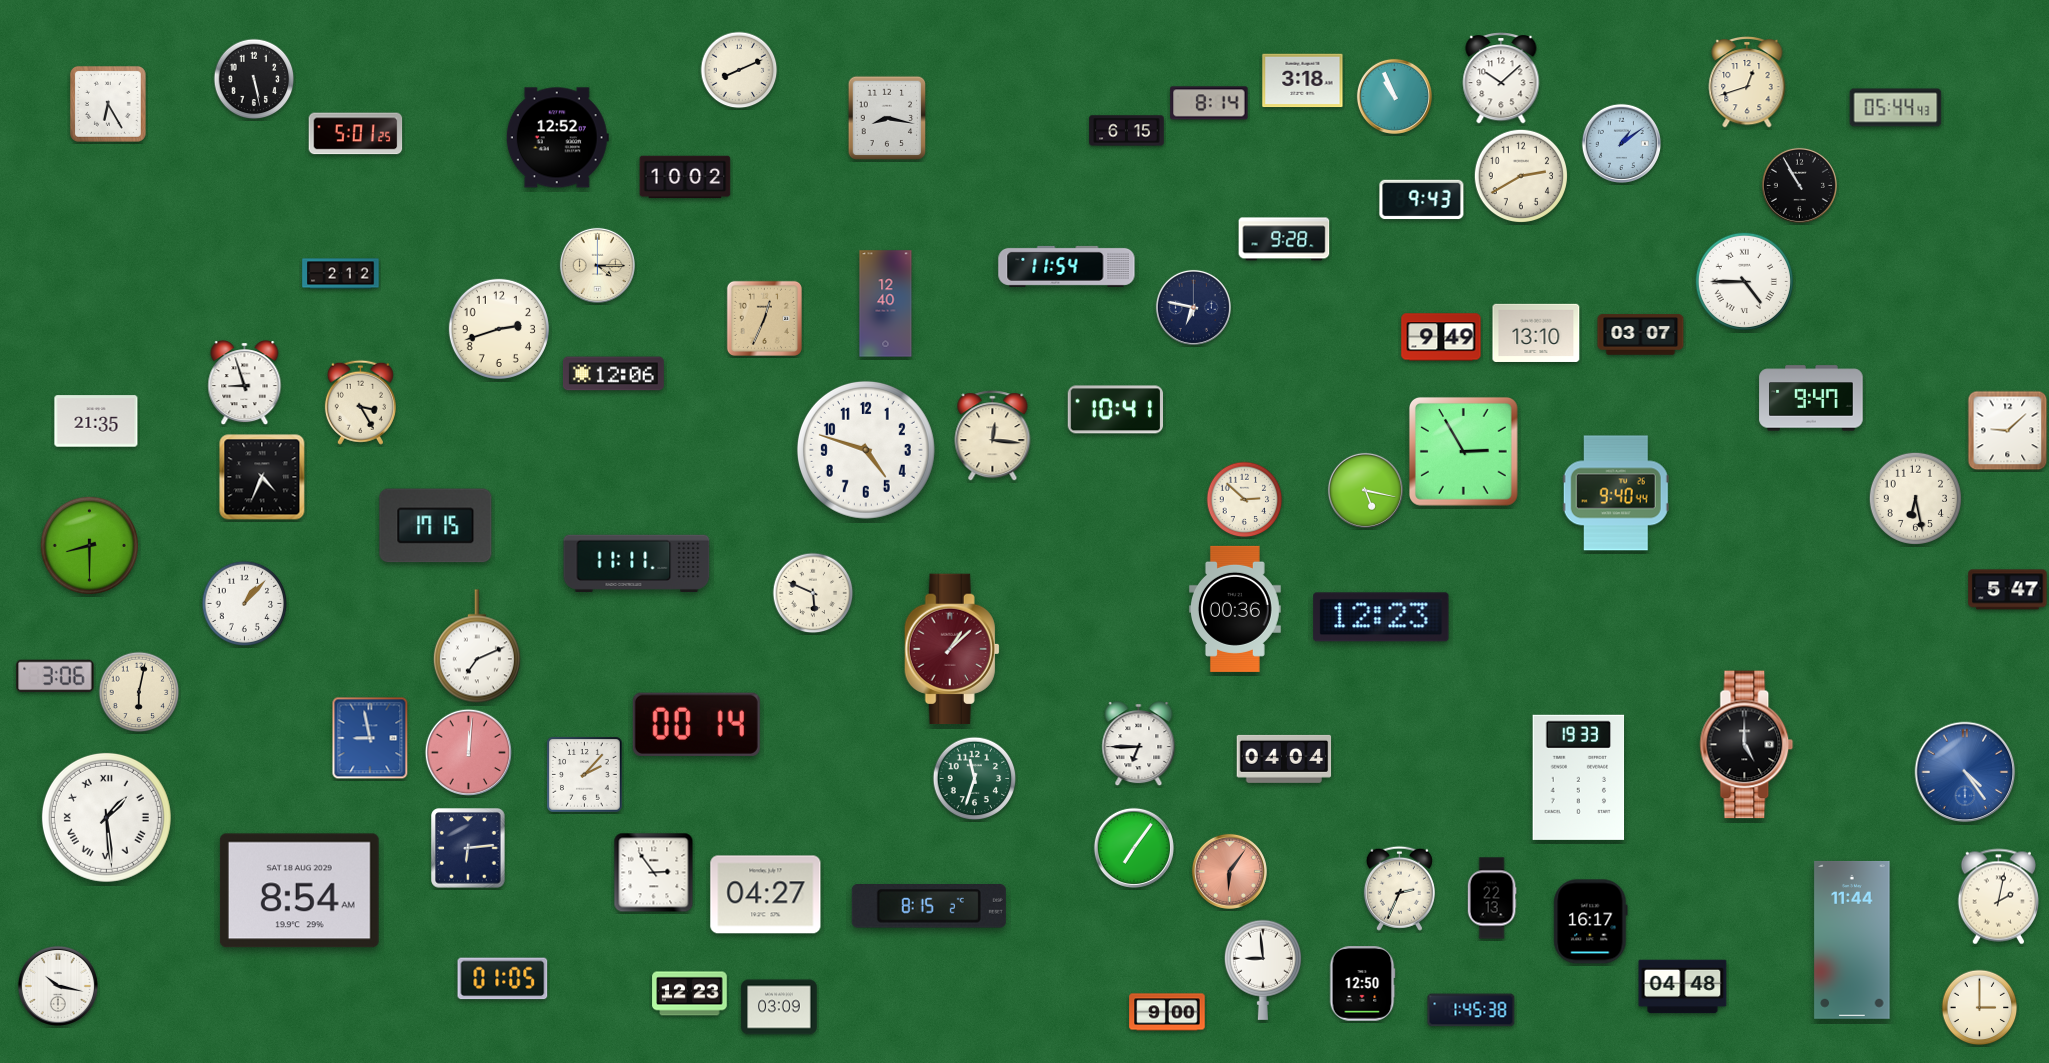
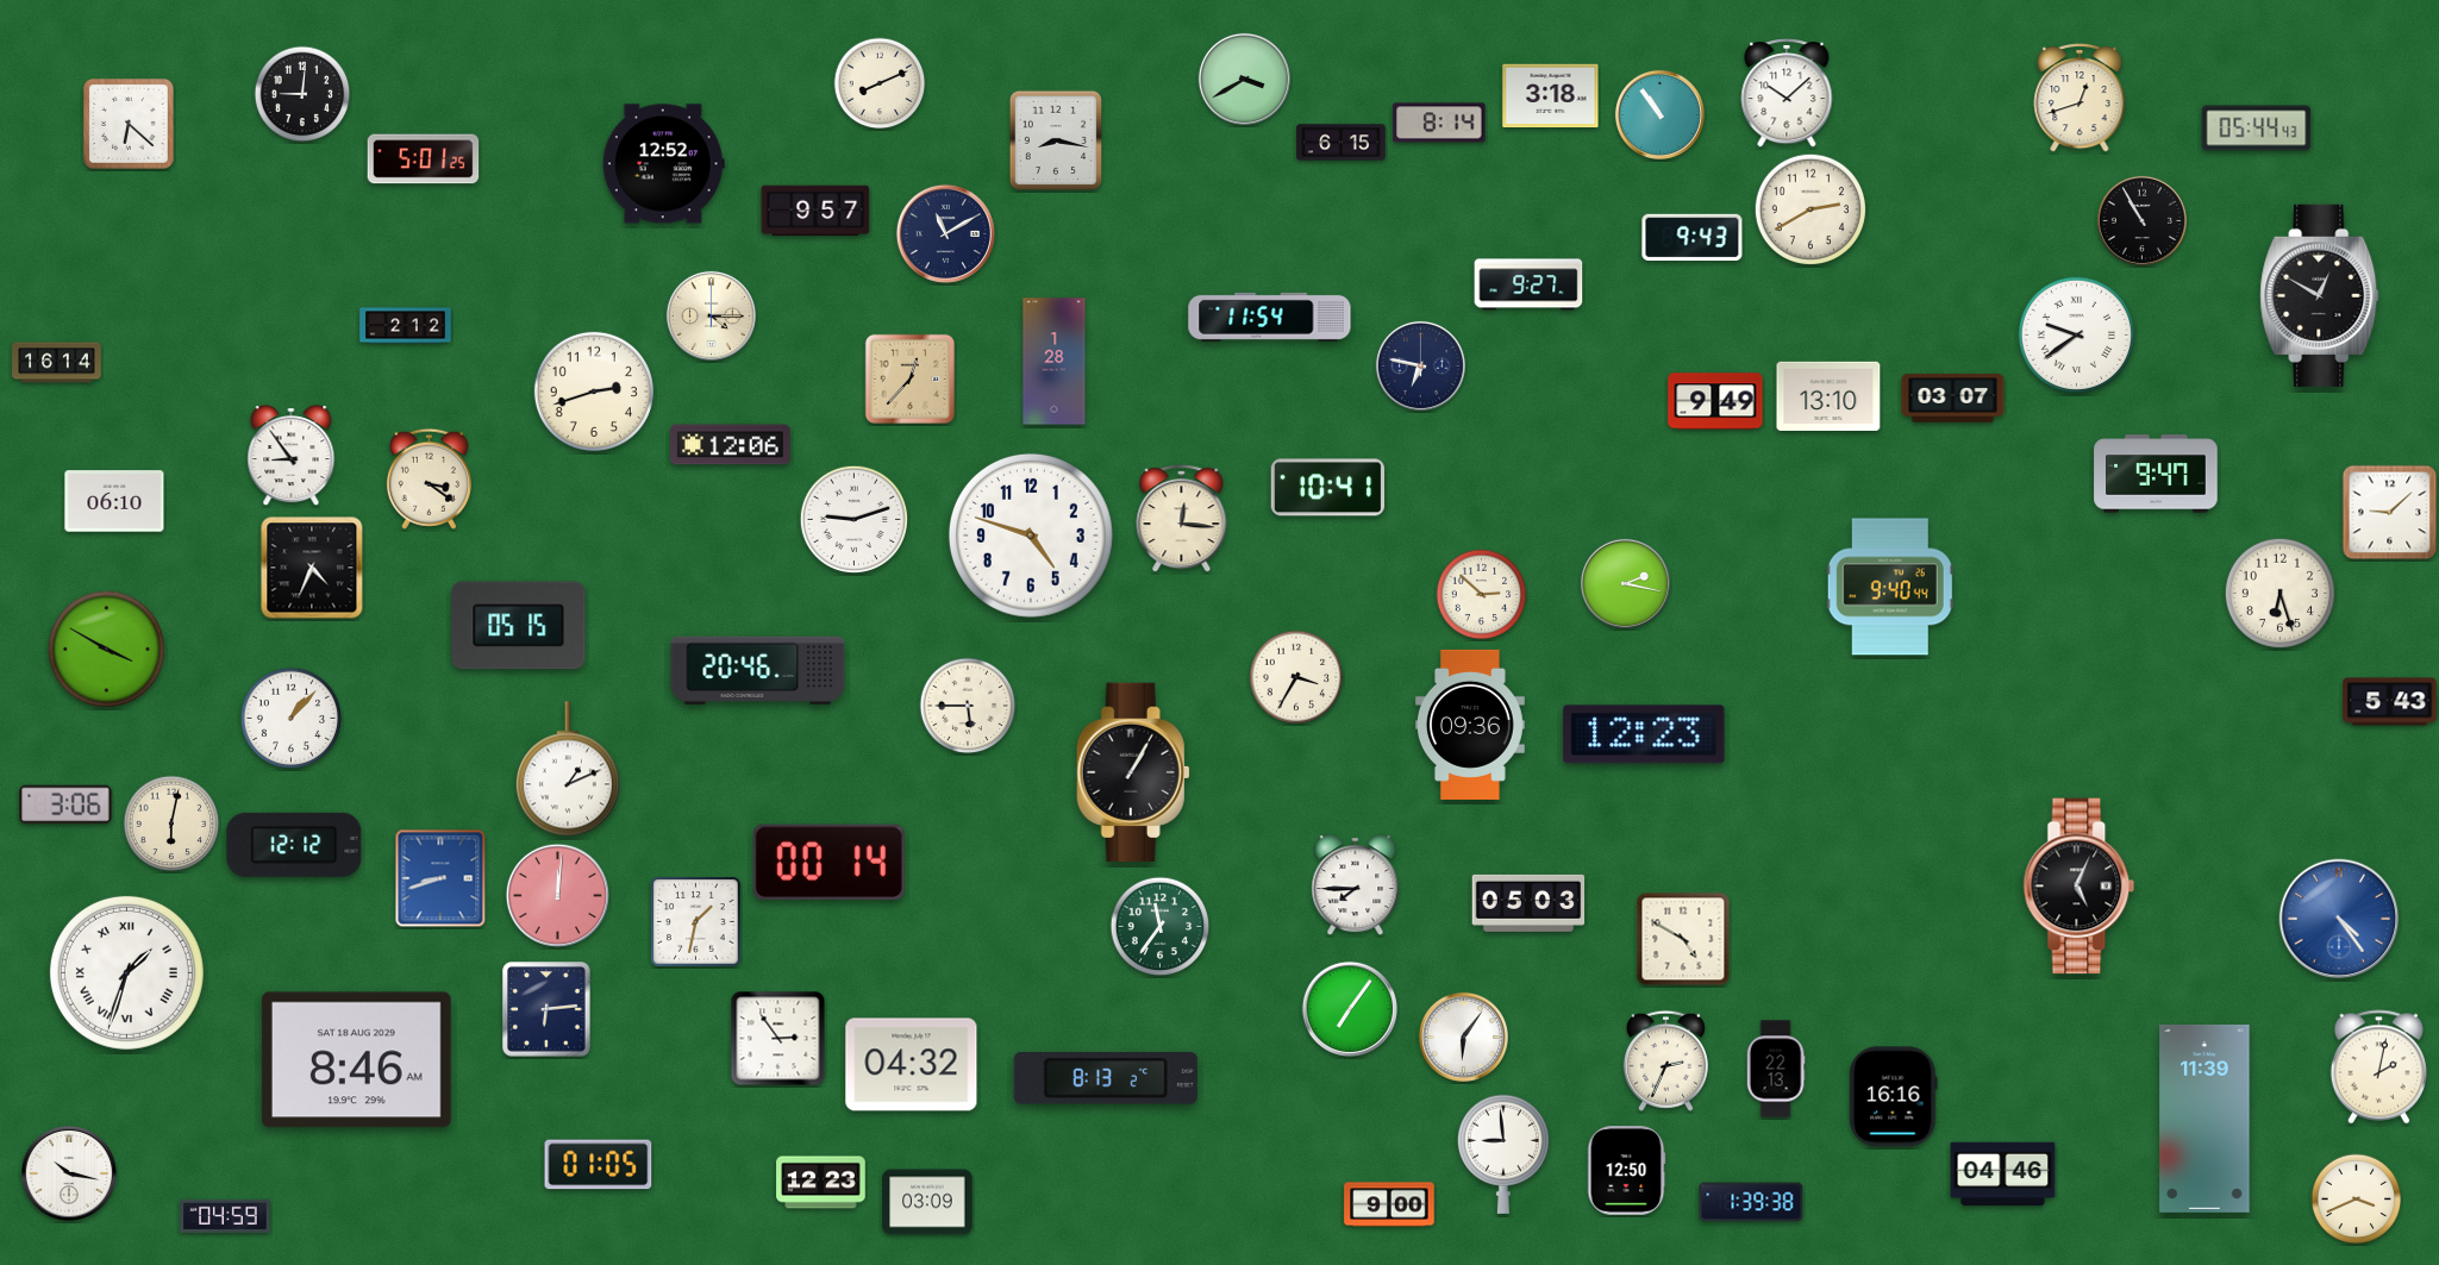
clock at (1244, 79): none -> 3:40
clock at (254, 79): 5:28 -> 9:01
clock at (1394, 96): 10:56 -> 10:54
clock at (108, 104): 6:25 -> 6:22
clock at (1127, 131) position: (1127, 131) -> (1342, 143)
clock at (1621, 143): 1:09 -> none
clock at (685, 177): 10:02 -> 9:57
clock at (945, 233): none -> 11:10
clock at (1284, 239): 9:28 -> 9:27
clock at (2320, 295): none -> 12:50
clock at (1744, 281): 4:45 -> 9:39
clock at (886, 304): 12:40 -> 1:28
clock at (57, 363): none -> 16:14
clock at (764, 318): 12:34 -> 12:37
clock at (245, 383): 8:57 -> 8:54
clock at (360, 402): 3:25 -> 3:21
clock at (96, 421): 21:35 -> 06:10
clock at (855, 520): none -> 9:12
clock at (1463, 451): 2:55 -> none
clock at (1365, 490): 5:17 -> 2:17
clock at (1616, 493) position: (1616, 493) -> (1890, 587)
clock at (1915, 498): 6:28 -> 6:27
clock at (436, 526): 17:15 -> 05:15
clock at (89, 545): 8:30 -> 3:50
clock at (637, 563): 11:11 -> 20:46
clock at (1296, 677): none -> 3:35
clock at (2008, 590): 5:47 -> 5:43
clock at (813, 593): 5:49 -> 5:45
clock at (1235, 609): 00:36 -> 09:36
clock at (477, 646): 7:11 -> 1:11
clock at (952, 649): 1:08 -> 1:05
clock at (952, 649) dial: burgundy -> black
clock at (139, 692) position: (139, 692) -> (171, 823)
clock at (294, 845): none -> 12:12
clock at (370, 738): 8:58 -> 8:42
clock at (1139, 744): 6:45 -> 7:45
clock at (1747, 745): 5:00 -> 5:04
clock at (1284, 759): 04:04 -> 05:03
clock at (585, 775): 2:07 -> 1:32
clock at (1579, 777): 19:33 -> none
clock at (975, 779): 11:33 -> 11:36
clock at (1683, 939): none -> 4:50
clock at (106, 817): 1:29 -> 1:33
clock at (468, 848) position: (468, 848) -> (546, 1009)
clock at (1229, 871) dial: salmon -> white
clock at (1399, 888) position: (1399, 888) -> (1665, 1060)
clock at (299, 891): 8:54 -> 8:46
clock at (766, 895): 04:27 -> 04:32
clock at (929, 906): 8:15 -> 8:13
clock at (1591, 922): 16:17 -> 16:16
clock at (1852, 940): 11:44 -> 11:39
clock at (1362, 984) position: (1362, 984) -> (1626, 1171)
clock at (1683, 987): 04:48 -> 04:46
clock at (779, 1007) position: (779, 1007) -> (927, 1202)
clock at (1980, 1008): 3:00 -> 3:41
clock at (1471, 1010): 1:45 -> 1:39
clock at (225, 1216): none -> 04:59
